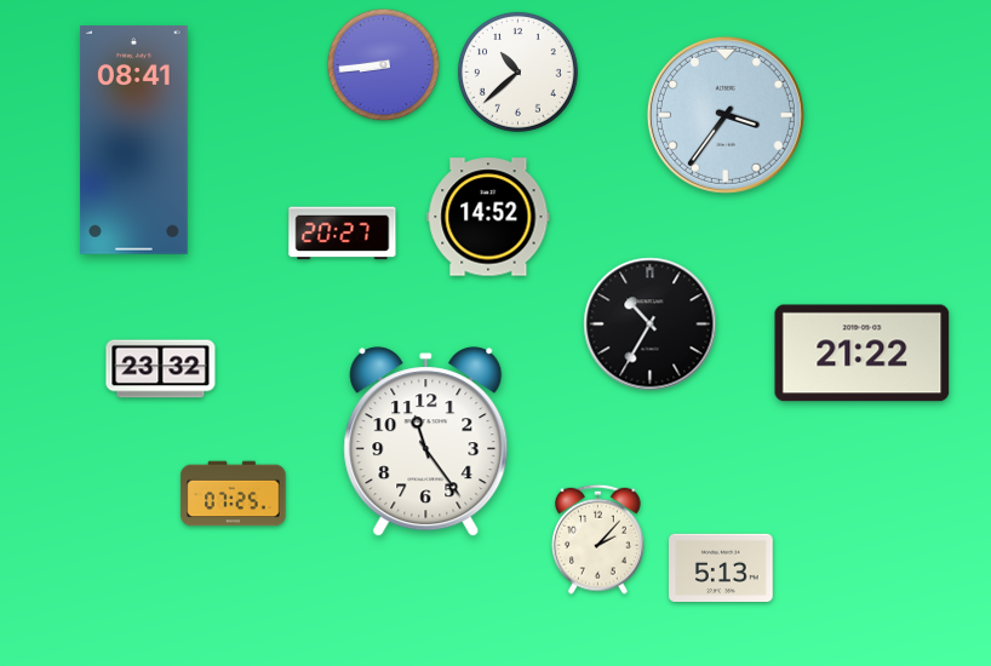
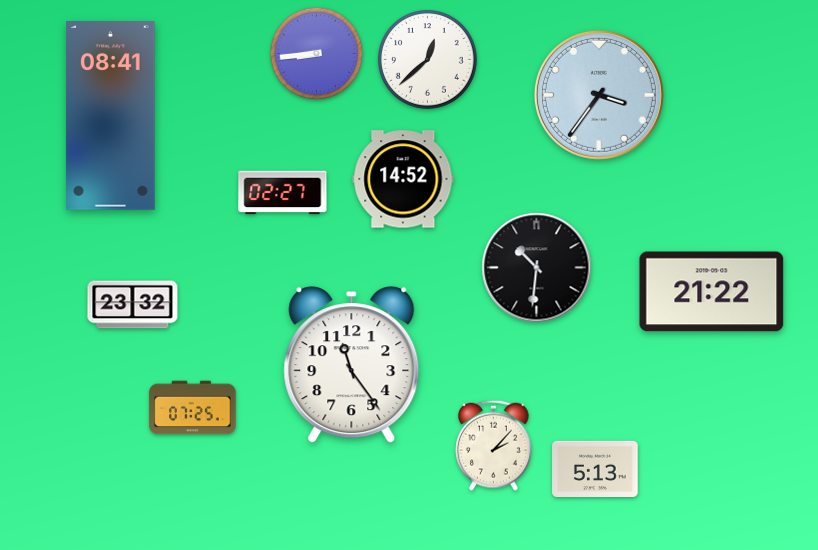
clock at (517, 71): 10:38 -> 12:38
clock at (343, 234): 20:27 -> 02:27
clock at (651, 325): 10:35 -> 10:31
